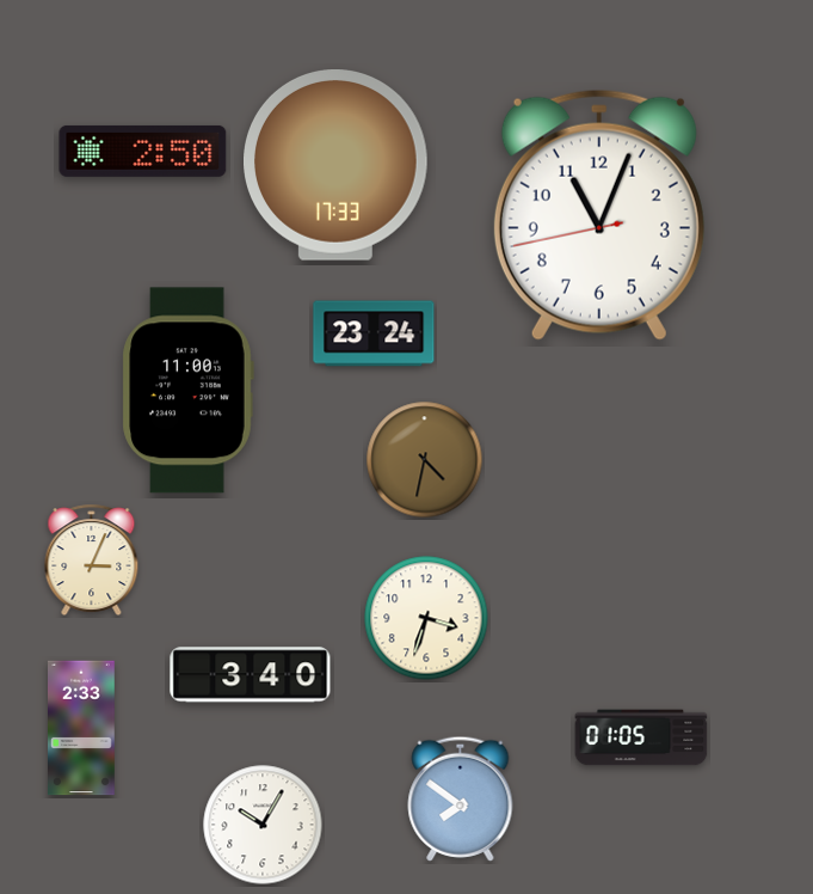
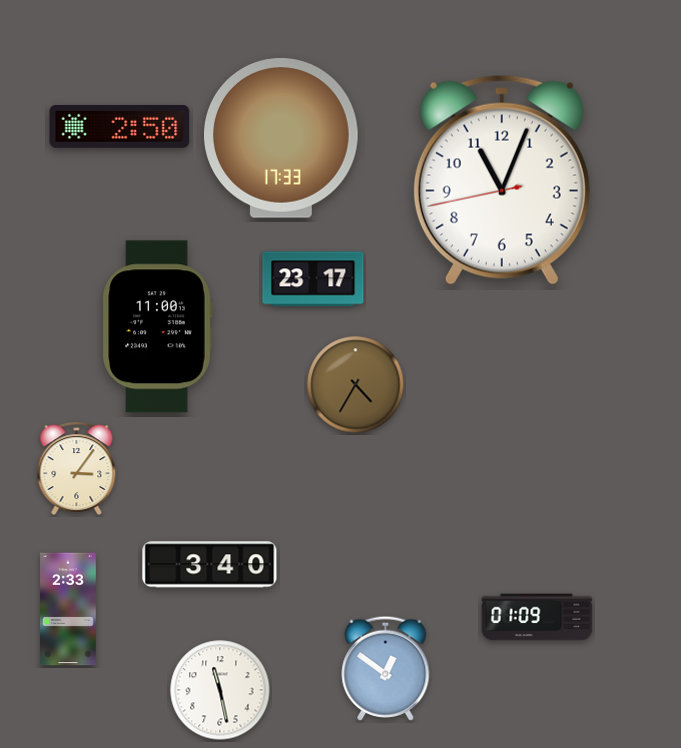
clock at (374, 333): 23:24 -> 23:17
clock at (425, 460): 4:32 -> 4:35
clock at (92, 561): 3:04 -> 3:06
clock at (426, 618): 3:33 -> none
clock at (641, 737): 01:05 -> 01:09
clock at (461, 798): 7:51 -> 12:51
clock at (263, 825): 10:05 -> 11:28
